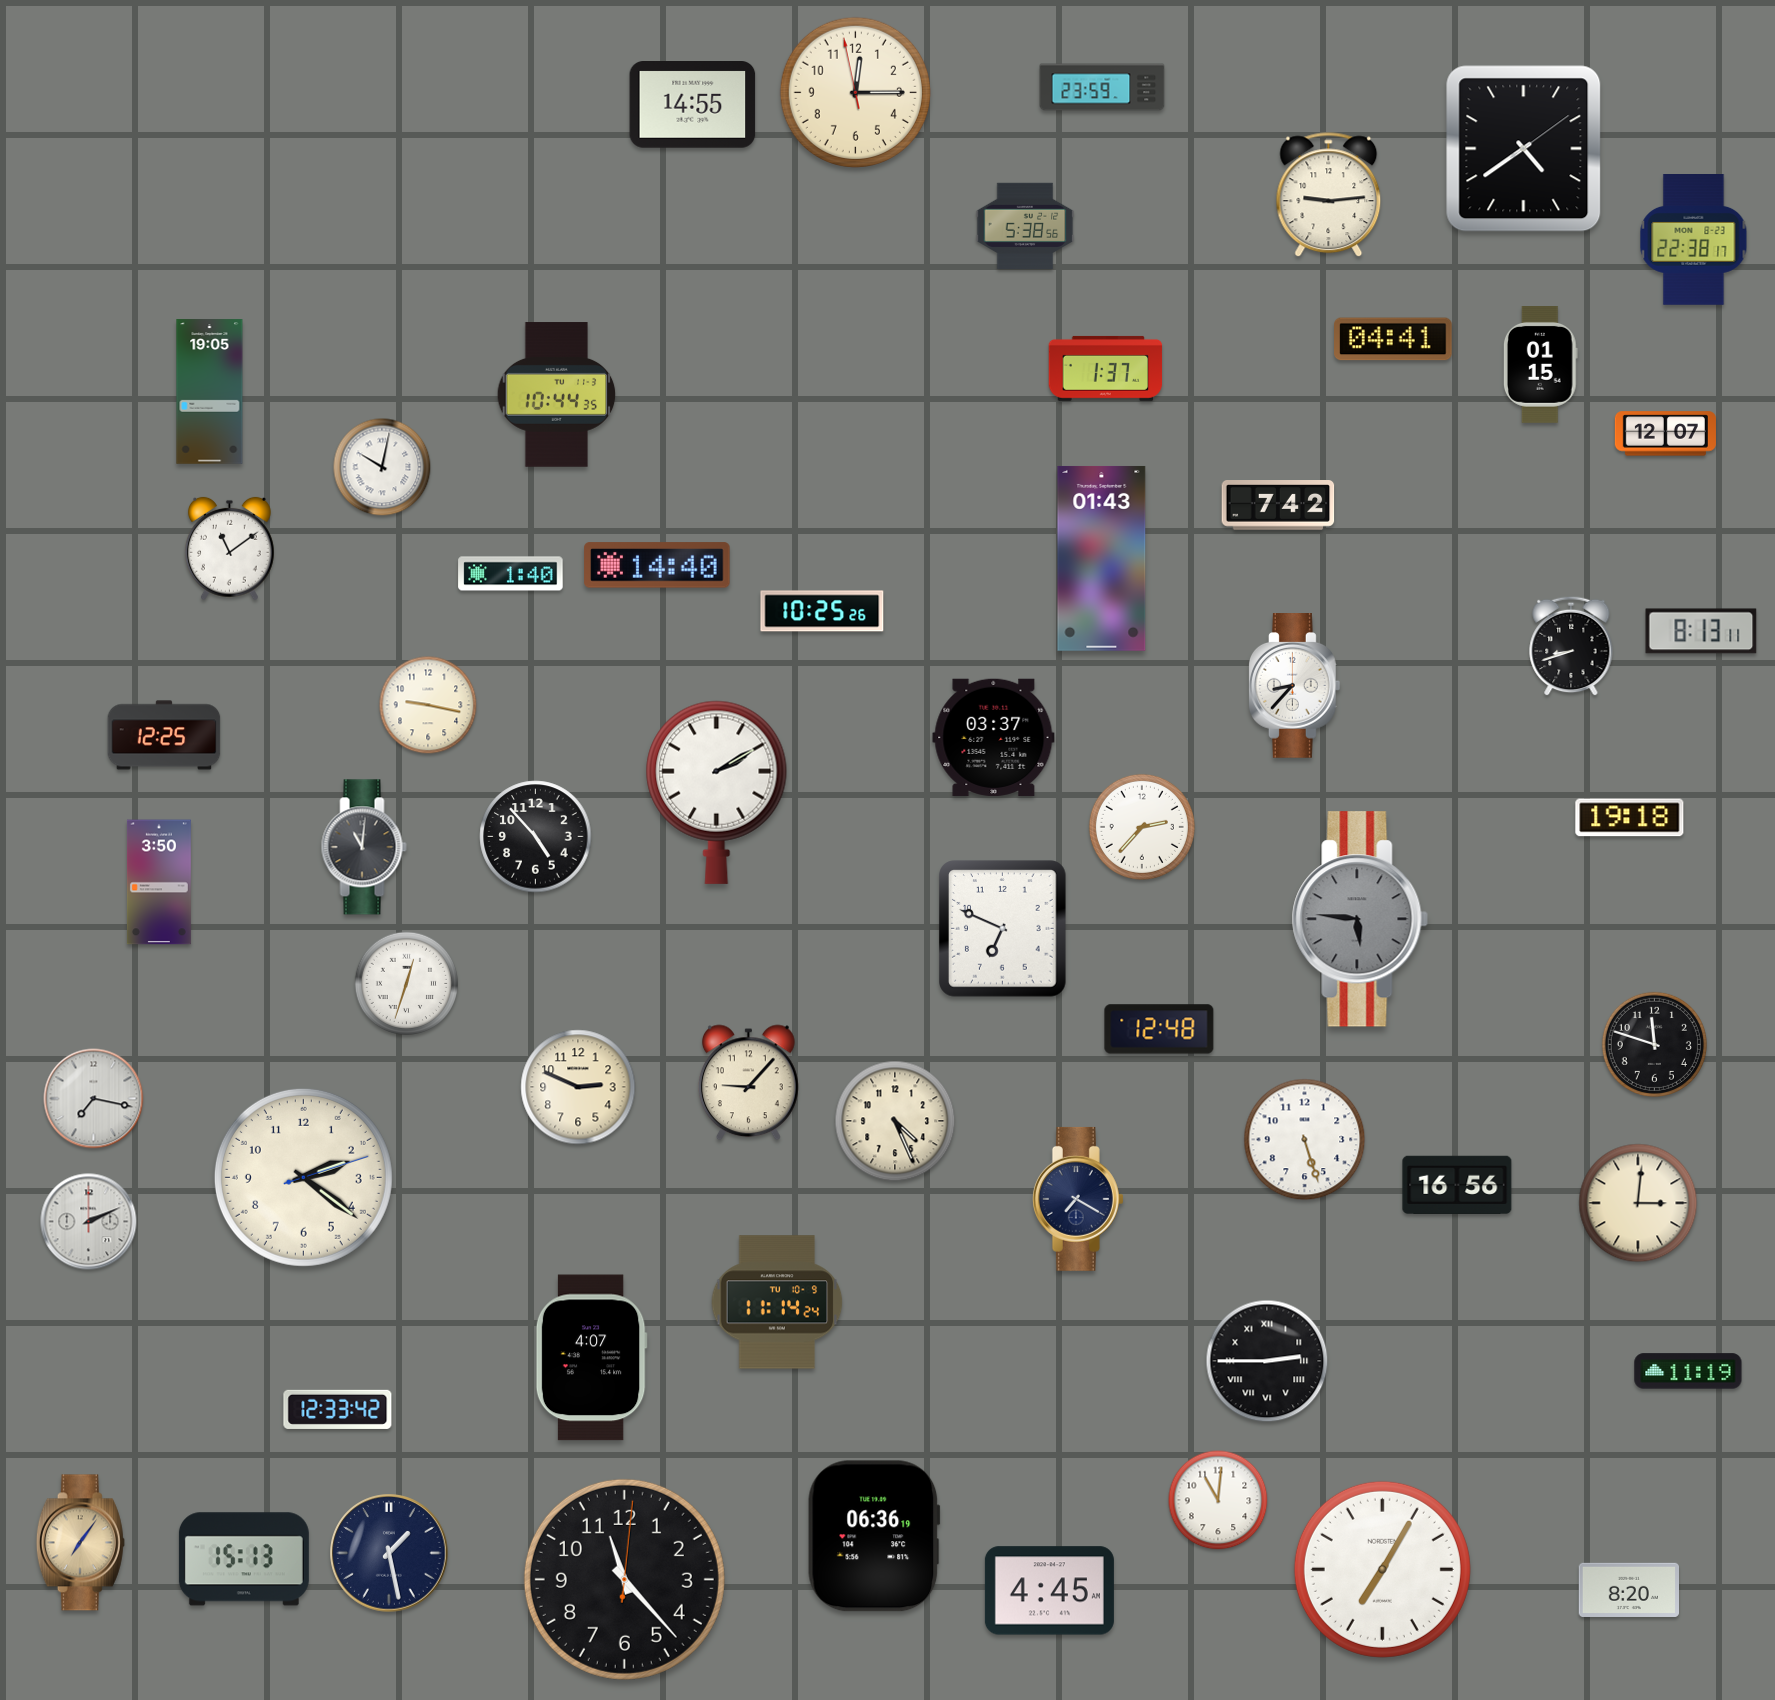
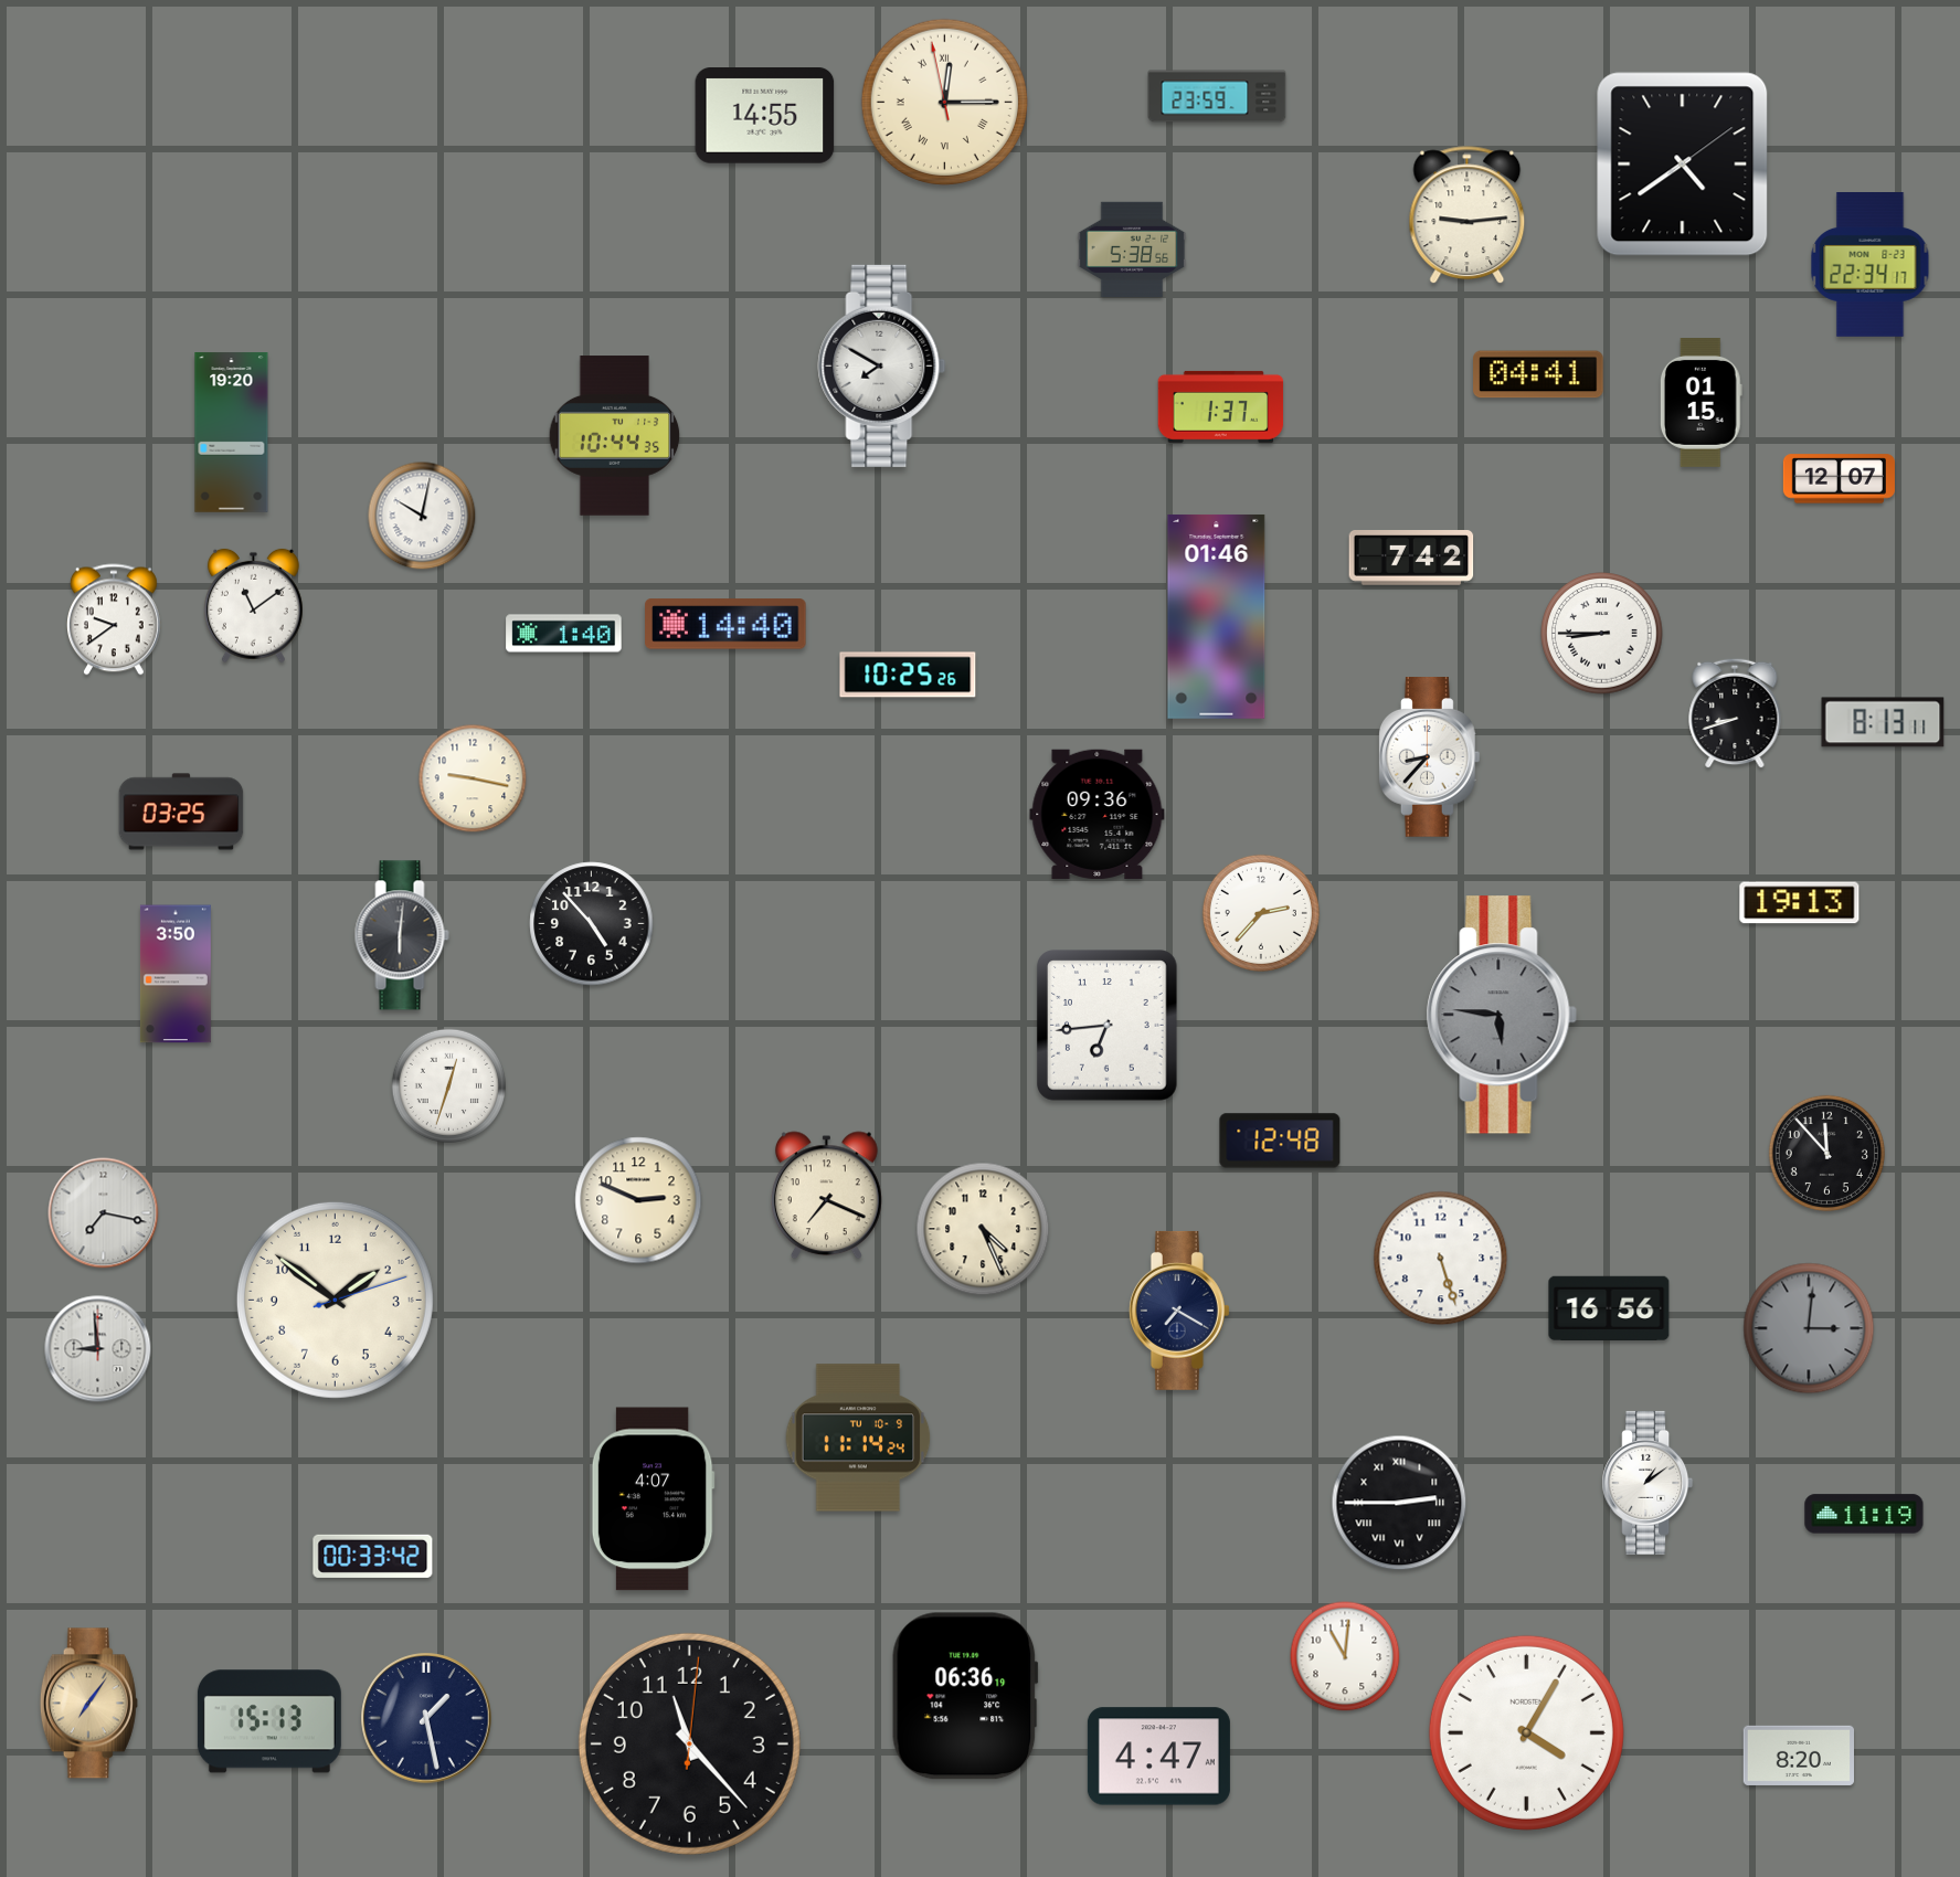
clock at (855, 92) numerals: Arabic -> Roman
clock at (1694, 240): 22:38 -> 22:34
clock at (882, 365): none -> 7:50
clock at (210, 392): 19:05 -> 19:20
clock at (1102, 558): 01:43 -> 01:46
clock at (115, 619): none -> 9:39
clock at (1602, 634): none -> 8:45
clock at (1701, 631) position: (1701, 631) -> (1883, 722)
clock at (164, 735): 12:25 -> 03:25
clock at (994, 737): 03:37 -> 09:36
clock at (717, 792): 2:10 -> none
clock at (1630, 818): 19:18 -> 19:13
clock at (364, 847): 11:01 -> 6:01
clock at (1003, 929): 6:49 -> 6:44
clock at (1159, 1029) position: (1159, 1029) -> (1280, 1141)
clock at (1654, 1044): 11:48 -> 11:53
clock at (748, 1083): 9:07 -> 7:19
clock at (895, 1121) position: (895, 1121) -> (983, 1229)
clock at (303, 1177): 2:21 -> 1:51
clock at (1078, 1199) position: (1078, 1199) -> (1179, 1311)
clock at (1638, 1203) dial: cream -> grey
clock at (89, 1222): 2:11 -> 8:59
clock at (1648, 1483): none -> 1:09
clock at (338, 1409): 12:33 -> 00:33
clock at (389, 1553) position: (389, 1553) -> (426, 1718)
clock at (1382, 1569): 7:05 -> 4:05
clock at (1049, 1591): 4:45 -> 4:47
